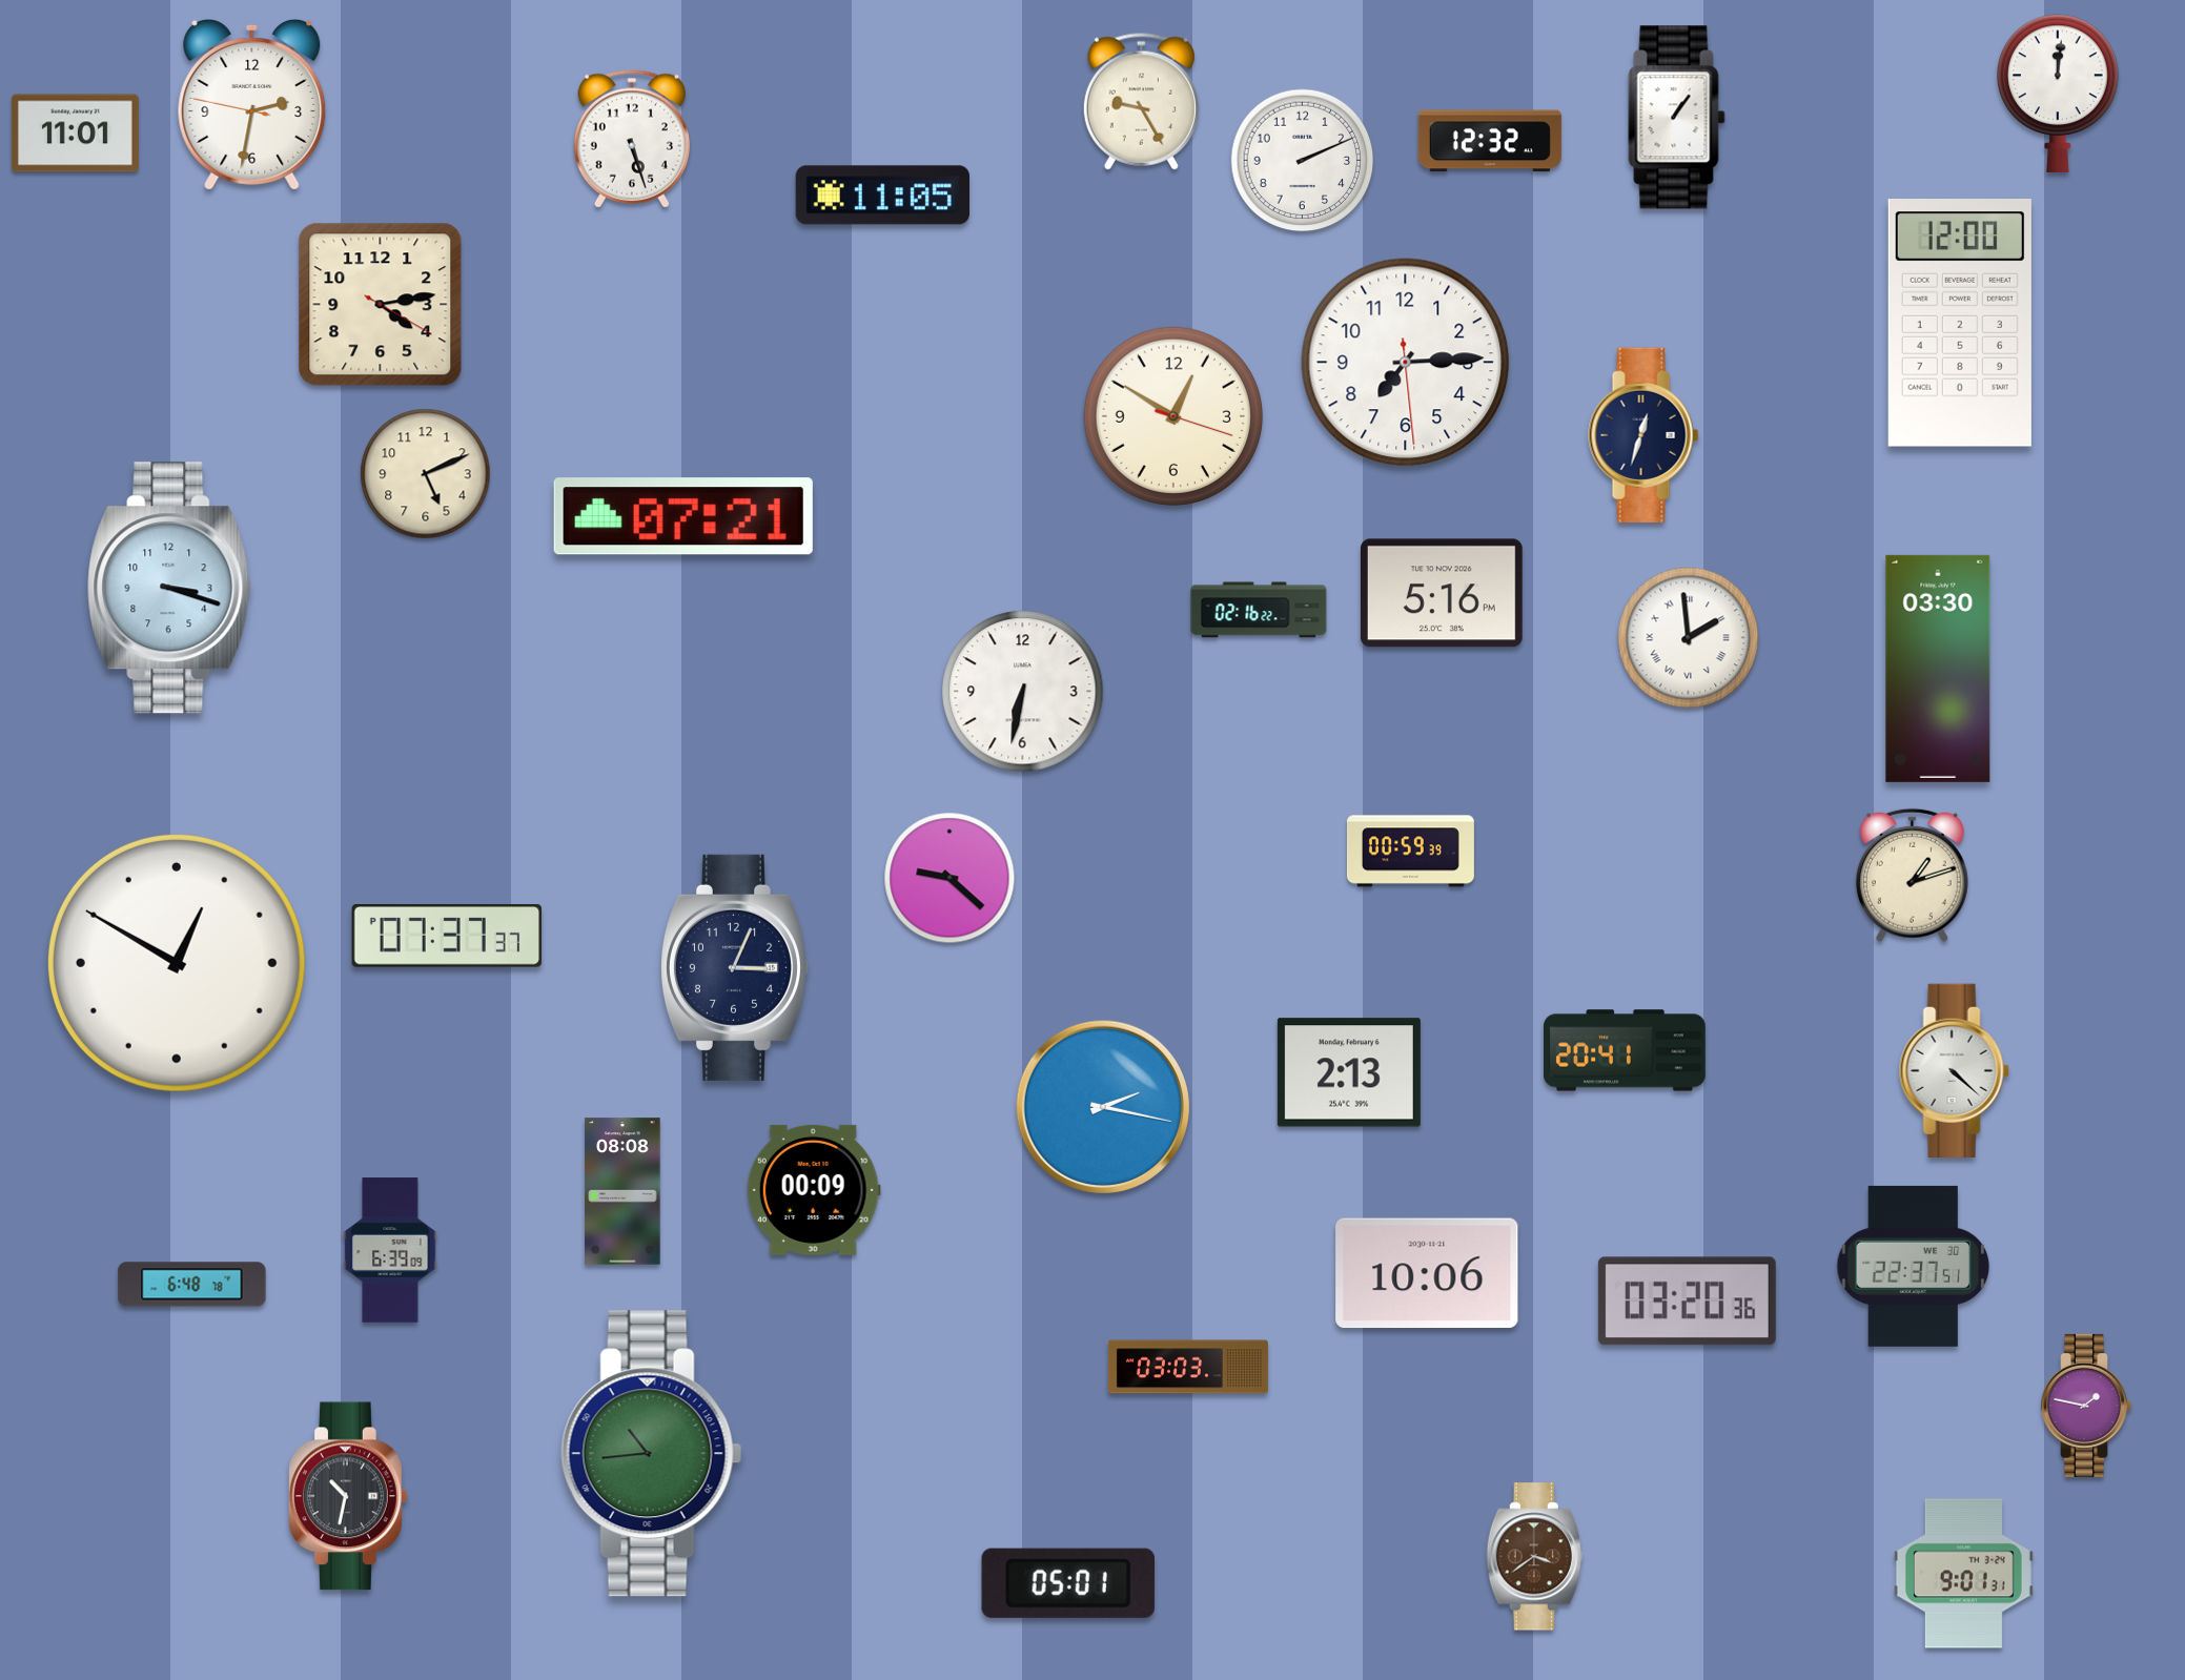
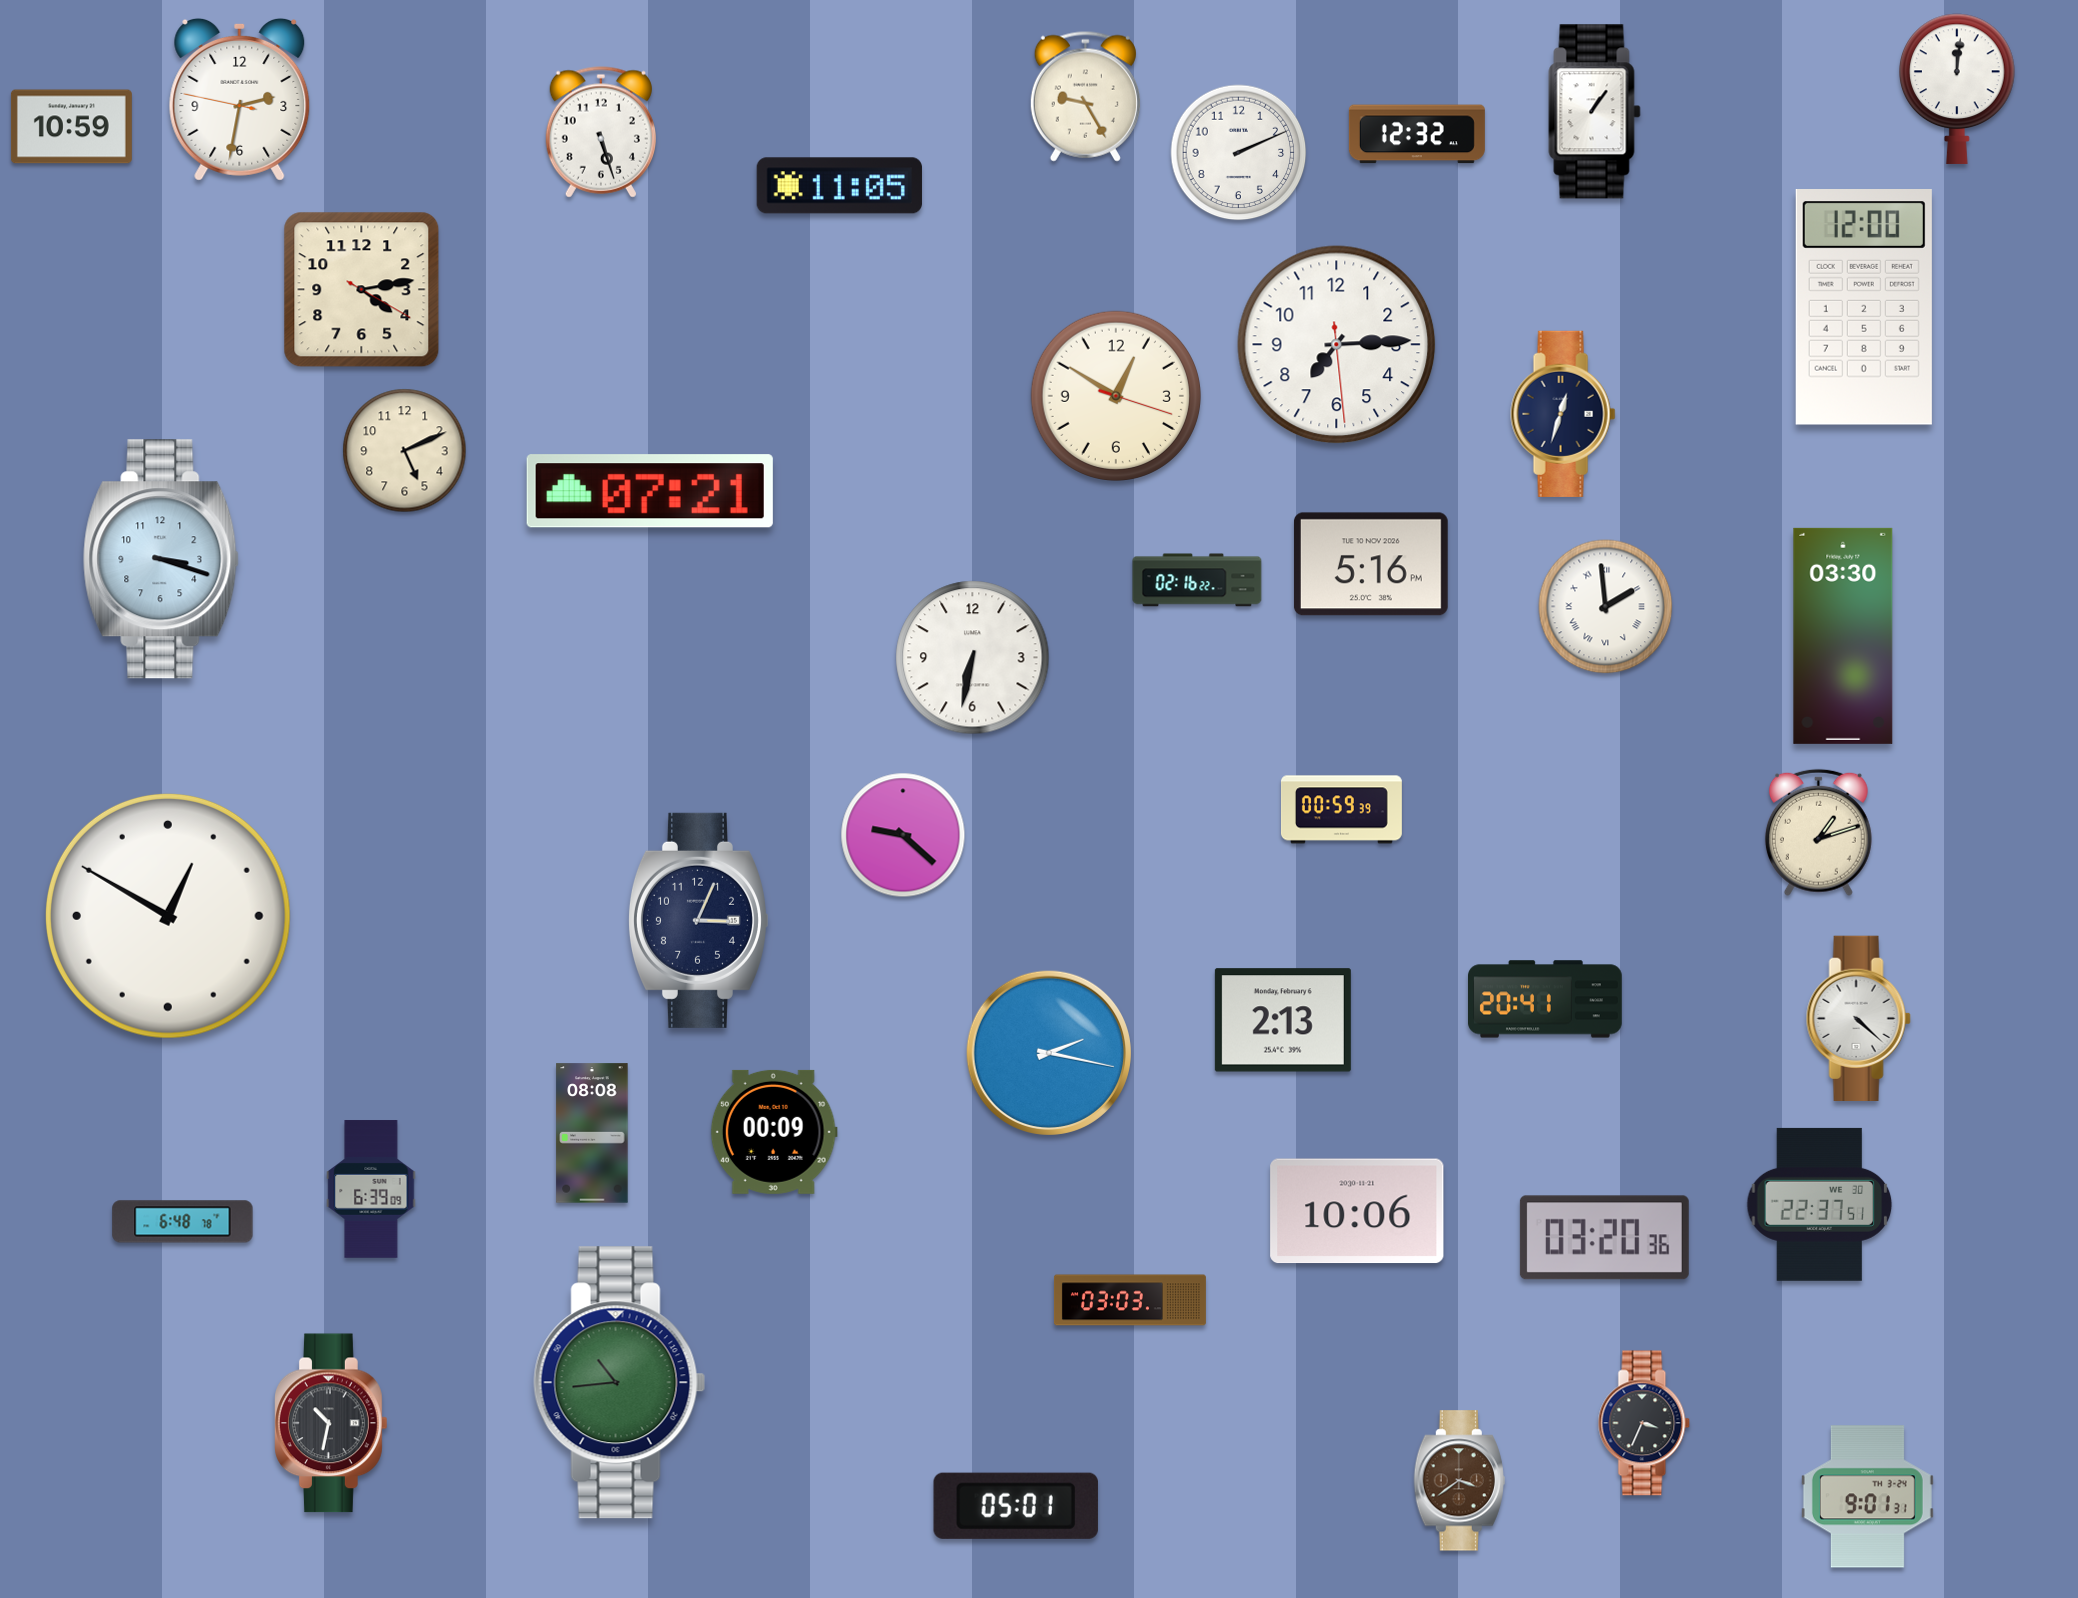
clock at (75, 134): 11:01 -> 10:59
clock at (447, 937): 07:37 -> none
clock at (2086, 1406): 1:47 -> none
clock at (1644, 1423): none -> 3:34
